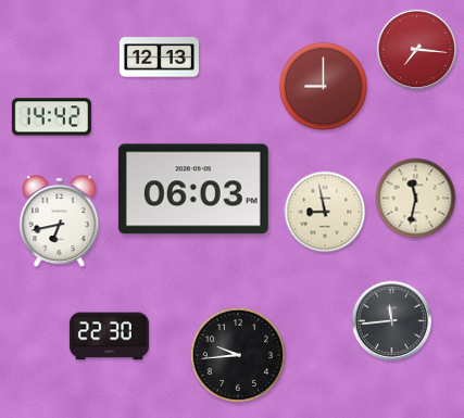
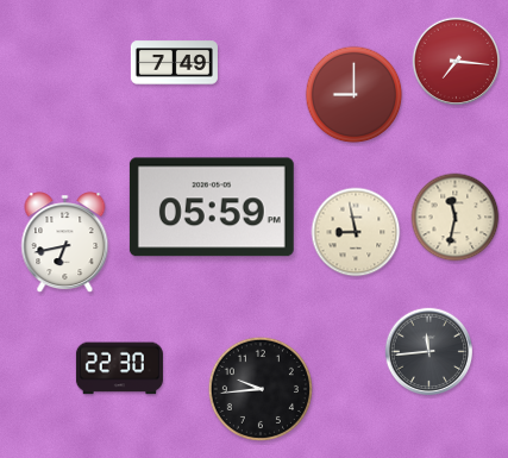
clock at (417, 50) position: (417, 50) -> (457, 62)
clock at (159, 58): 12:13 -> 7:49
clock at (51, 117): 14:42 -> none
clock at (193, 189): 06:03 -> 05:59
